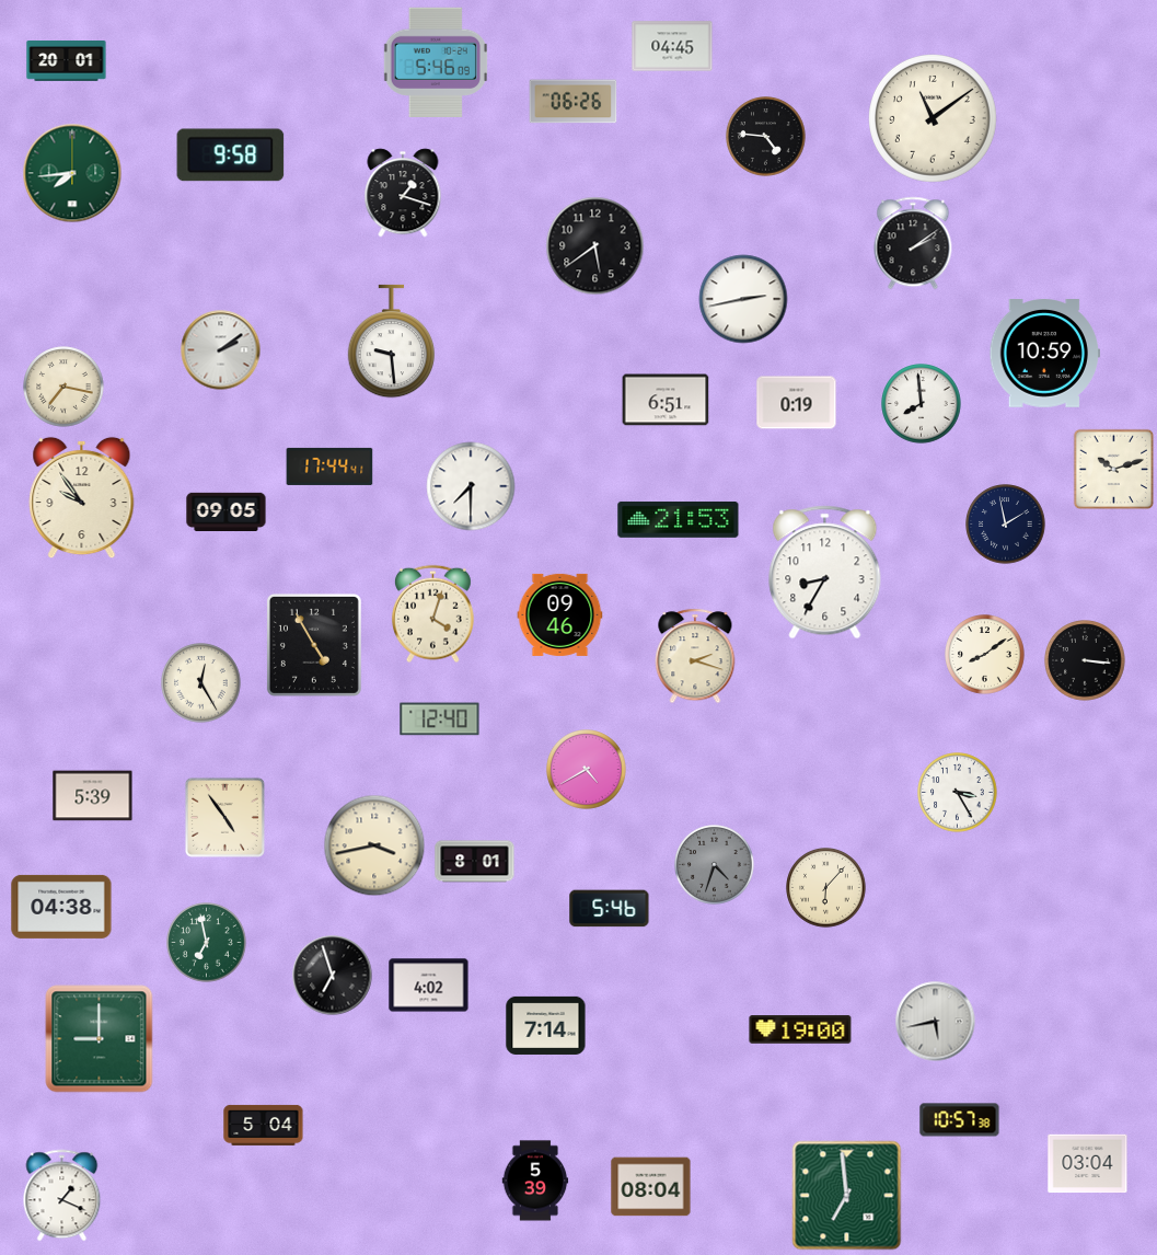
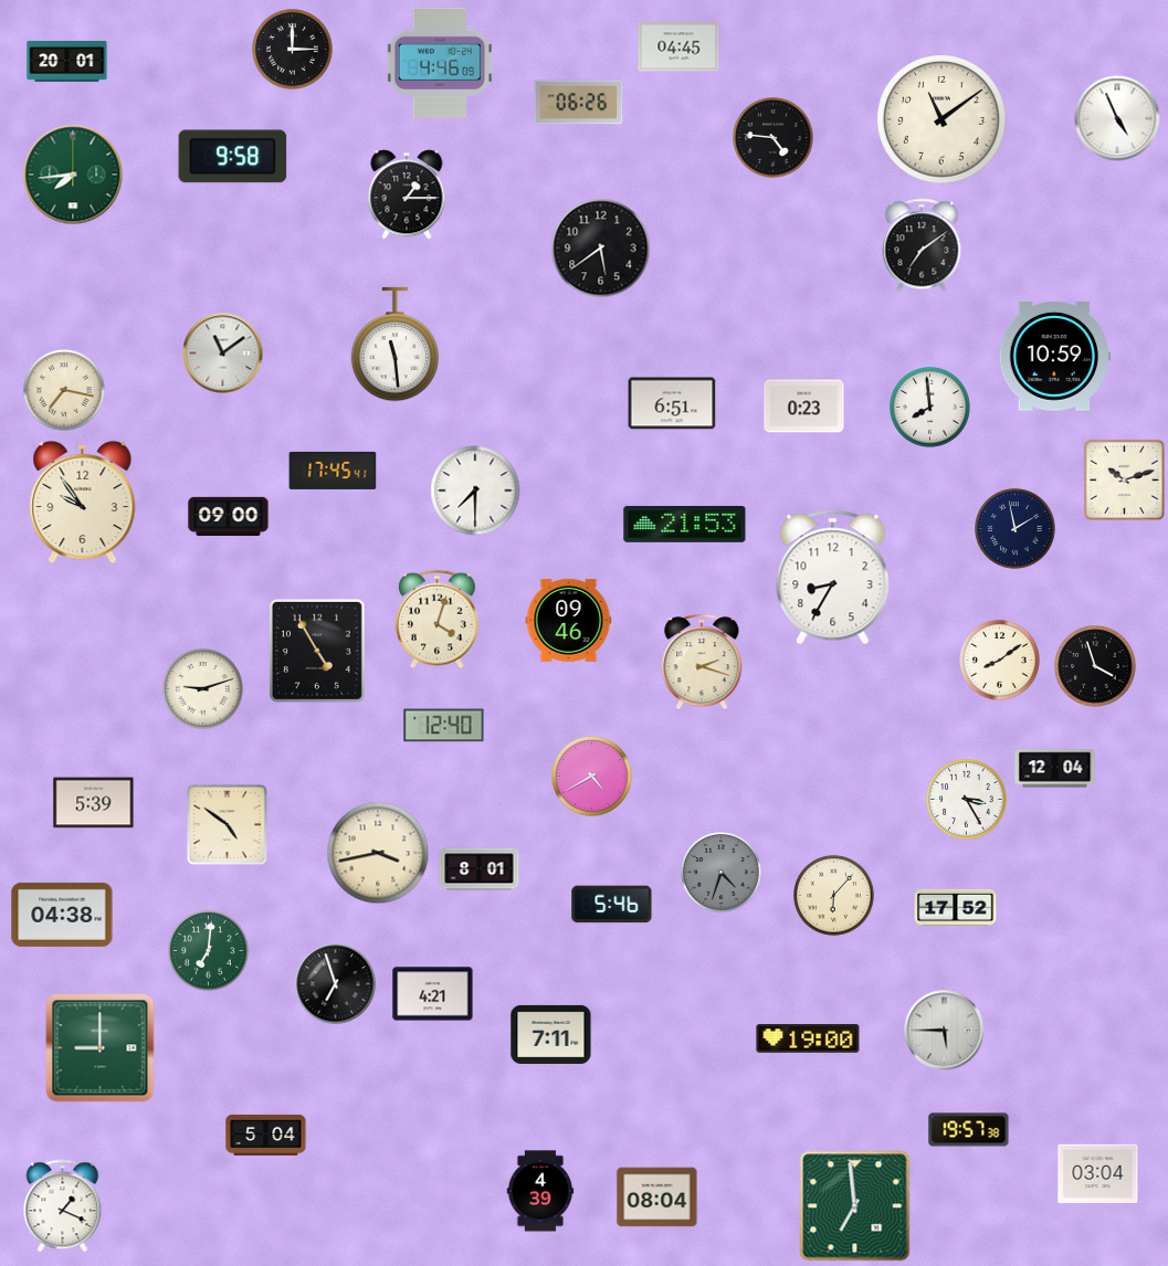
clock at (293, 50): none -> 3:00
clock at (436, 61): 5:46 -> 4:46
clock at (1117, 118): none -> 4:56
clock at (403, 193): 1:18 -> 1:15
clock at (913, 243): 2:09 -> 7:09
clock at (743, 299): 2:43 -> none
clock at (392, 342): 9:29 -> 11:29
clock at (221, 350): 2:09 -> 11:09
clock at (797, 403): 0:19 -> 0:23
clock at (329, 467): 17:44 -> 17:45
clock at (1114, 470) position: (1114, 470) -> (1125, 481)
clock at (227, 511): 09:05 -> 09:00
clock at (560, 614) position: (560, 614) -> (569, 620)
clock at (985, 655) position: (985, 655) -> (1000, 661)
clock at (1085, 660): 3:16 -> 3:57
clock at (201, 683): 12:25 -> 9:12
clock at (1055, 769): none -> 12:04
clock at (224, 817): 4:54 -> 4:51
clock at (956, 907): none -> 17:52
clock at (610, 909) position: (610, 909) -> (612, 905)
clock at (207, 943): 6:58 -> 7:01
clock at (429, 986): 4:02 -> 4:21
clock at (936, 1022): 5:43 -> 5:45
clock at (546, 1025): 7:14 -> 7:11
clock at (960, 1120): 10:57 -> 19:57
clock at (535, 1181): 5:39 -> 4:39
